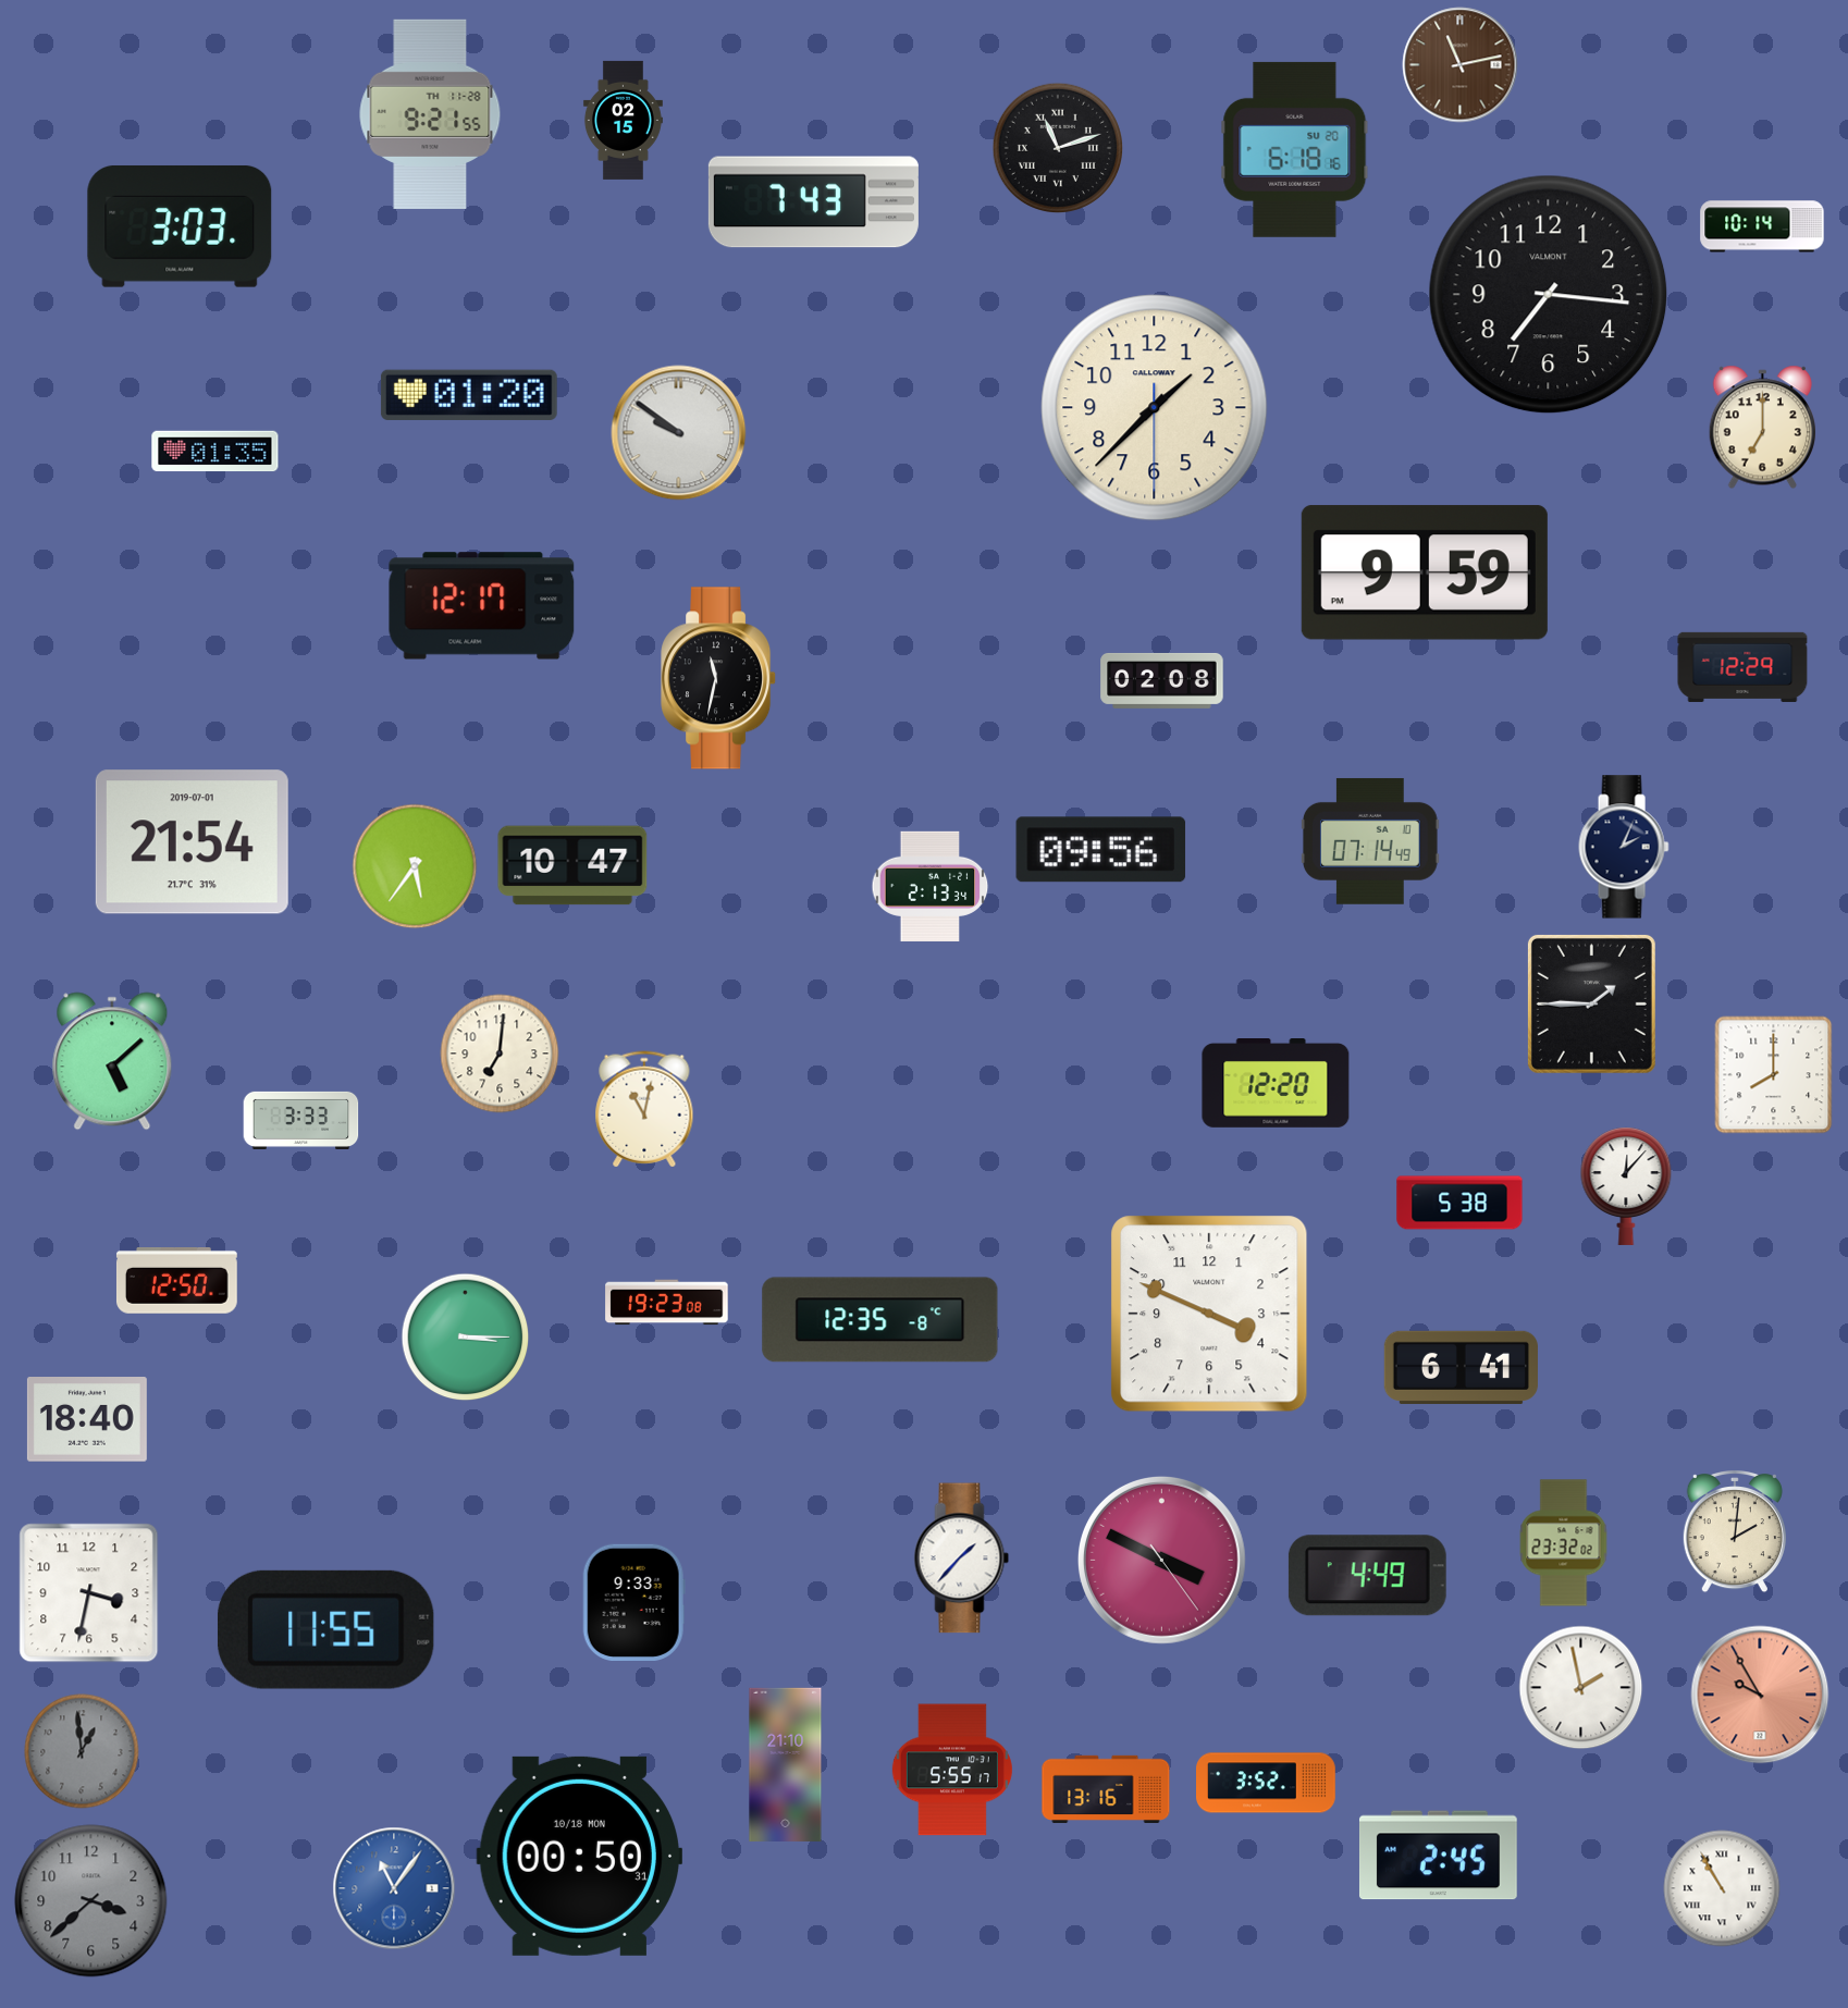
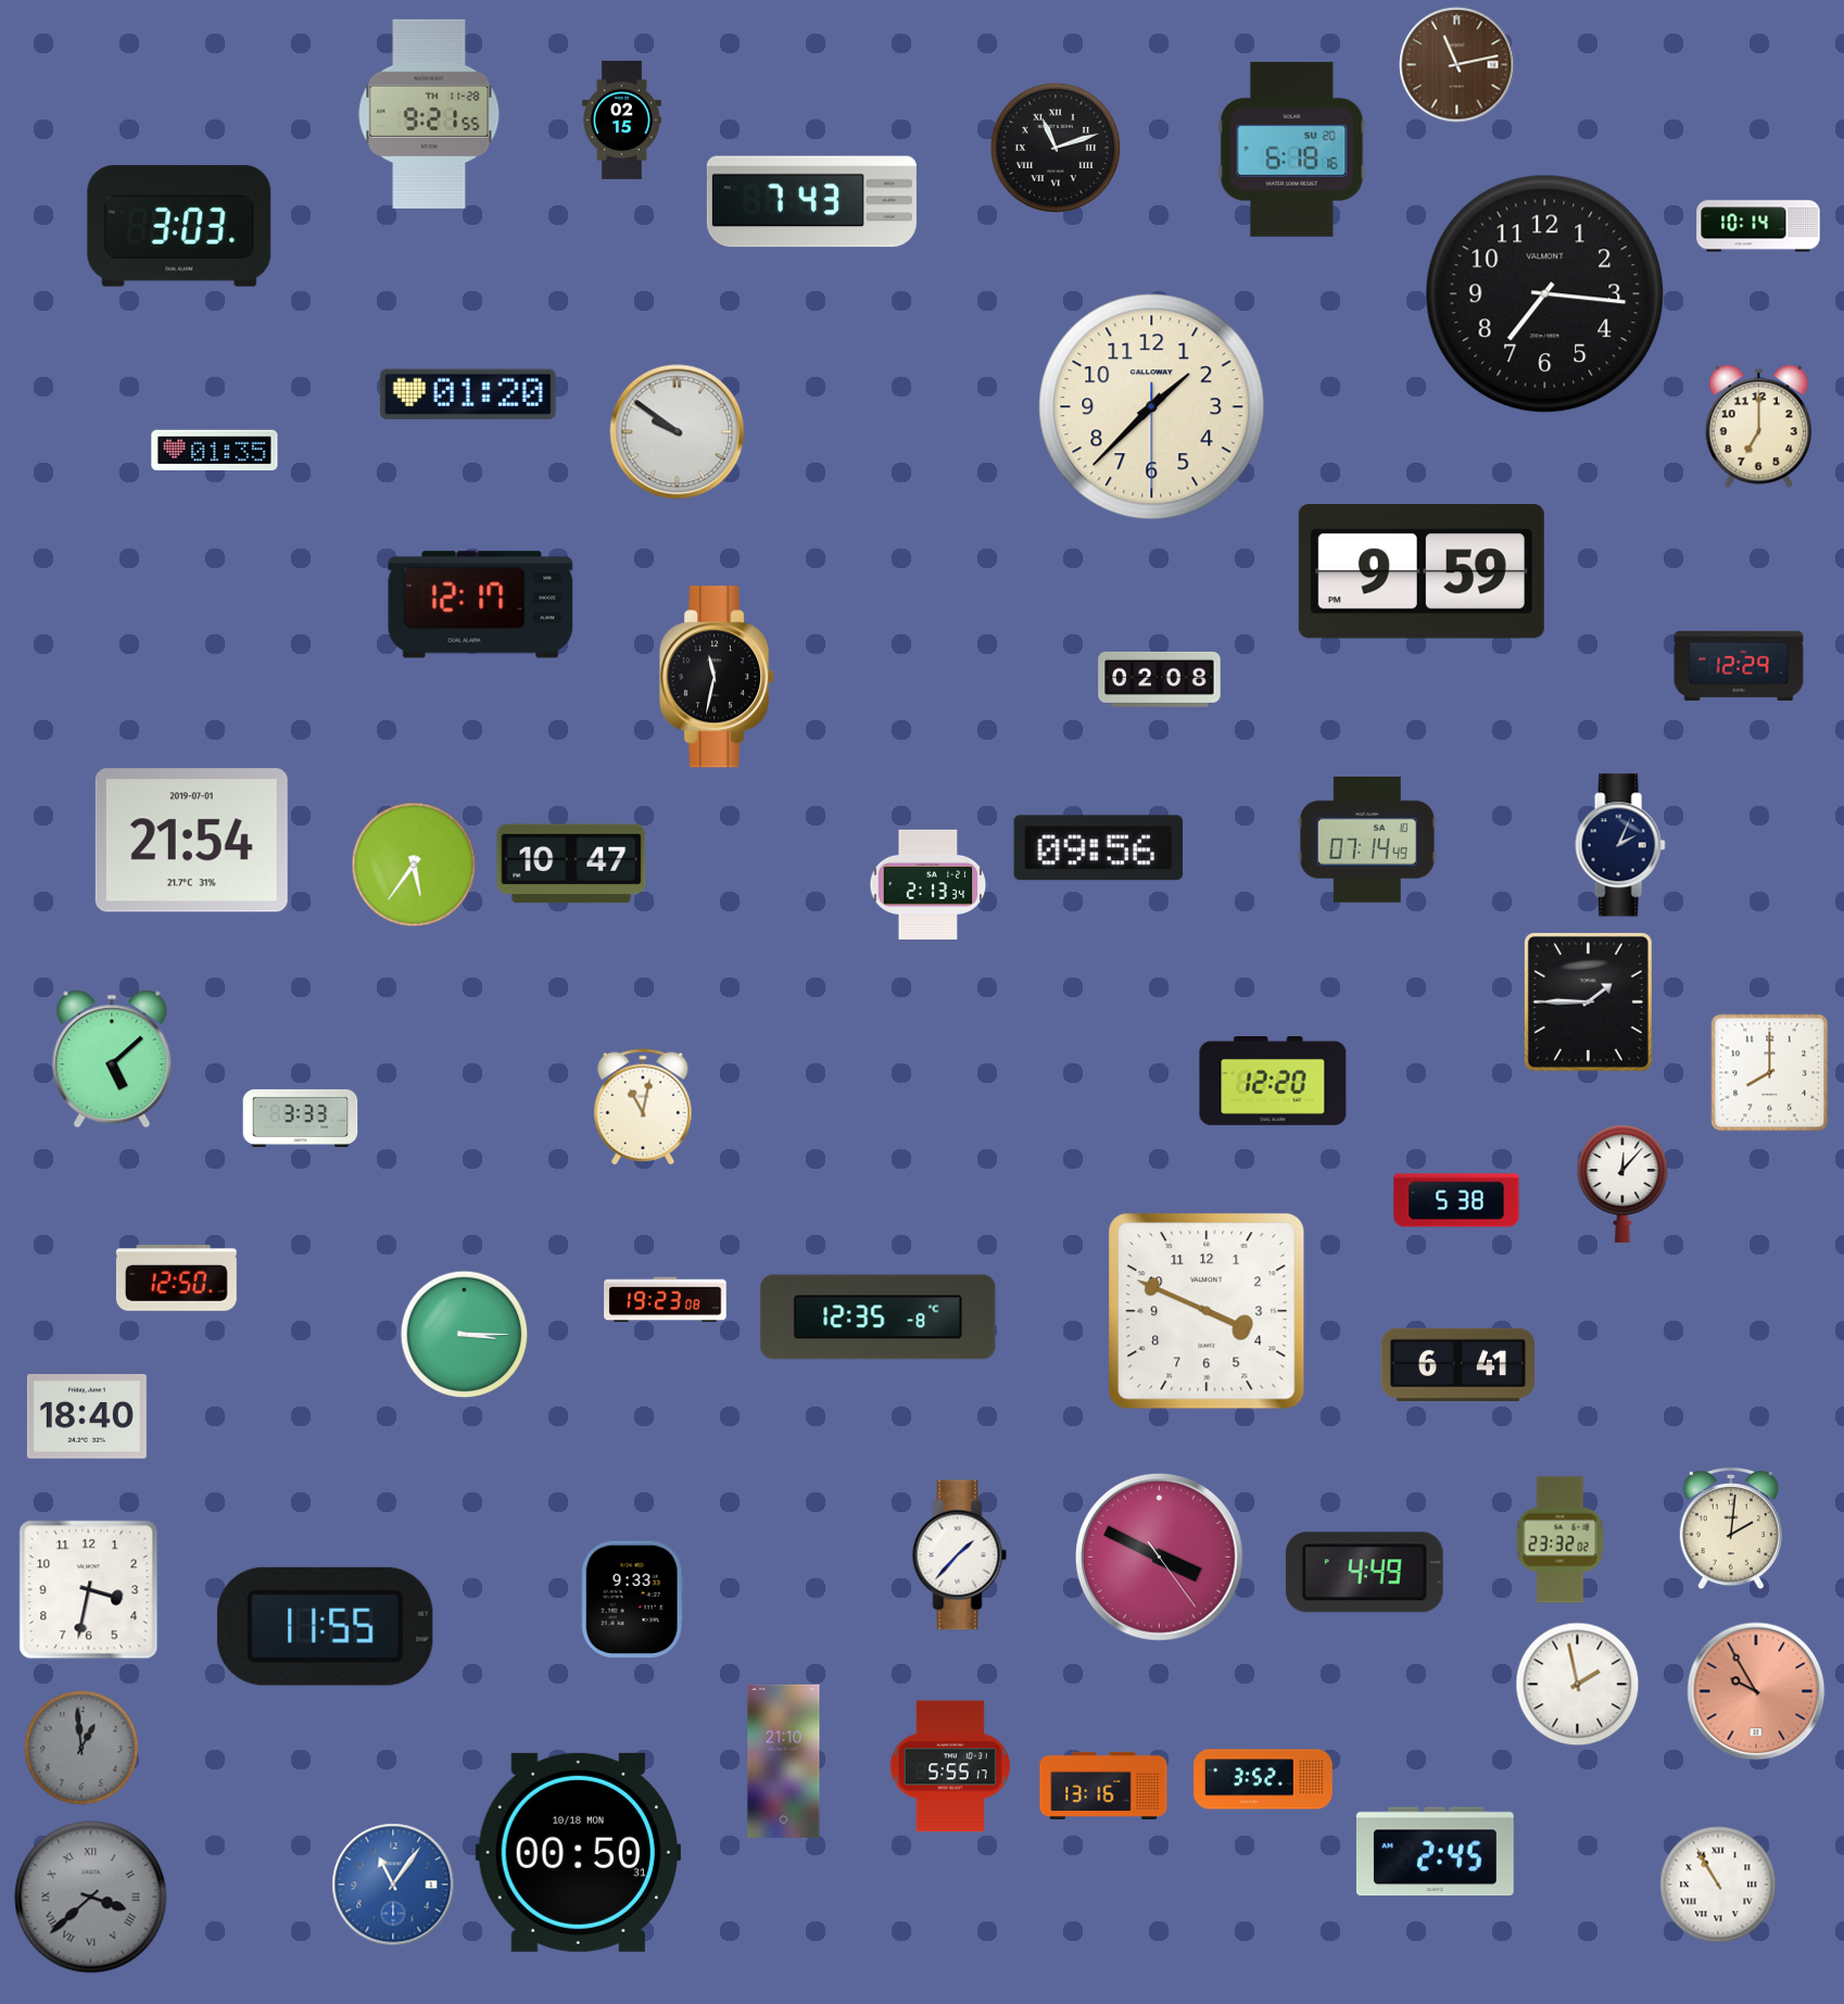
clock at (500, 1054): 7:01 -> none
clock at (91, 1901) numerals: Arabic -> Roman
